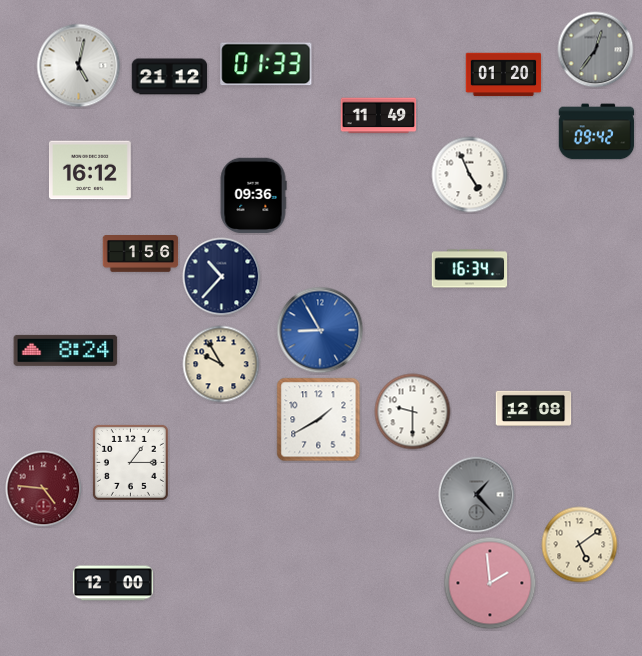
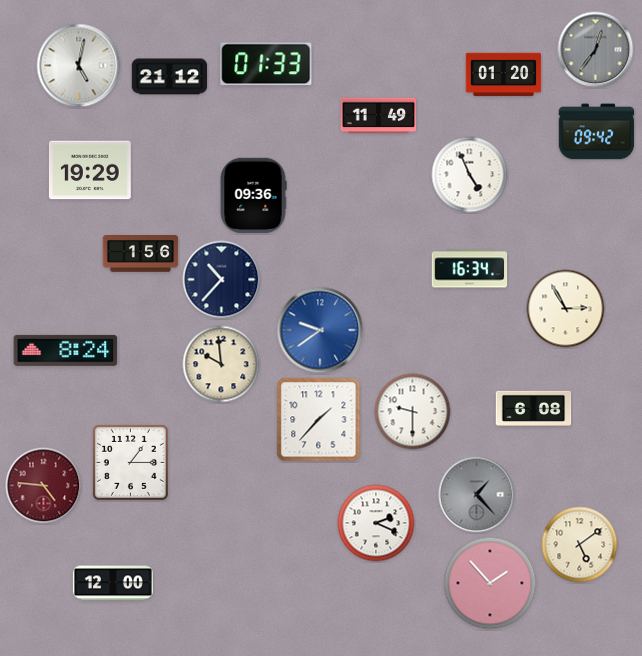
clock at (90, 170): 16:12 -> 19:29
clock at (222, 277) position: (222, 277) -> (222, 280)
clock at (566, 309): none -> 2:55
clock at (320, 330): 8:55 -> 9:39
clock at (221, 364): 9:55 -> 9:59
clock at (534, 408): 12:08 -> 6:08
clock at (319, 420): 1:40 -> 1:37
clock at (44, 489) position: (44, 489) -> (44, 486)
clock at (376, 523): none -> 2:19
clock at (490, 583): 1:59 -> 1:53
